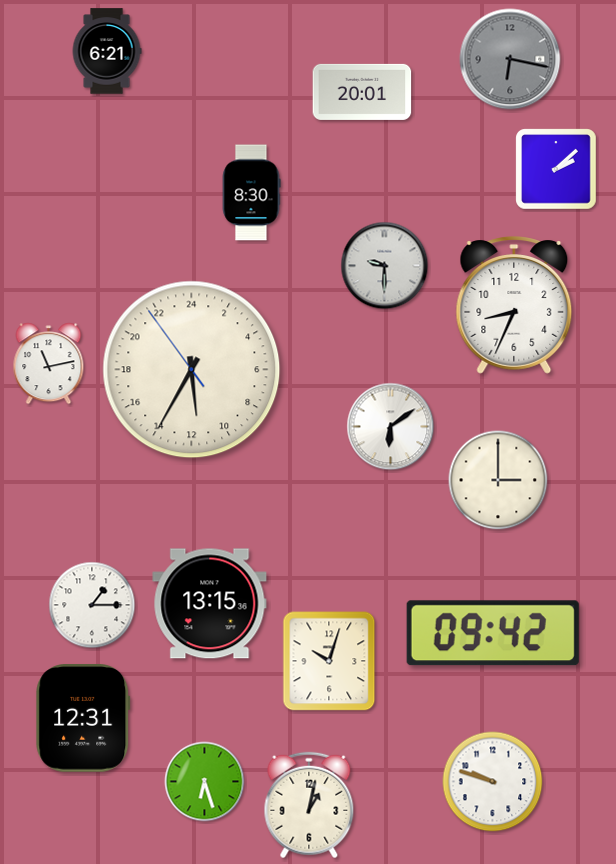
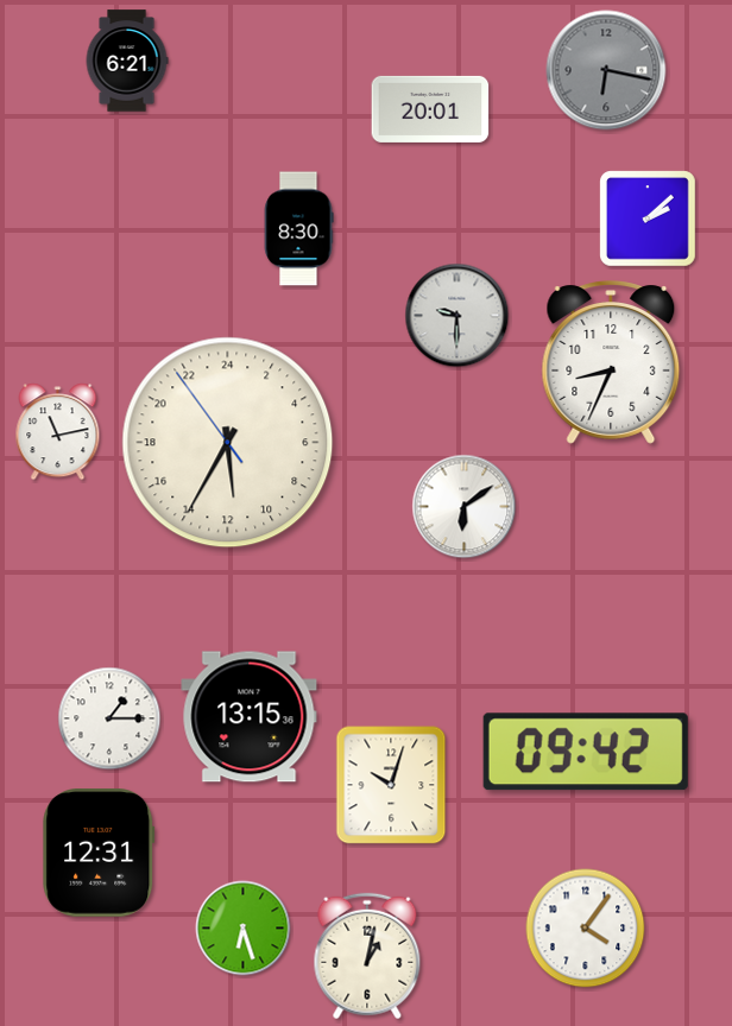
clock at (556, 169) position: (556, 169) -> (648, 218)
clock at (192, 370) position: (192, 370) -> (228, 443)
clock at (498, 480): 3:00 -> none
clock at (493, 782): 9:48 -> 4:06
